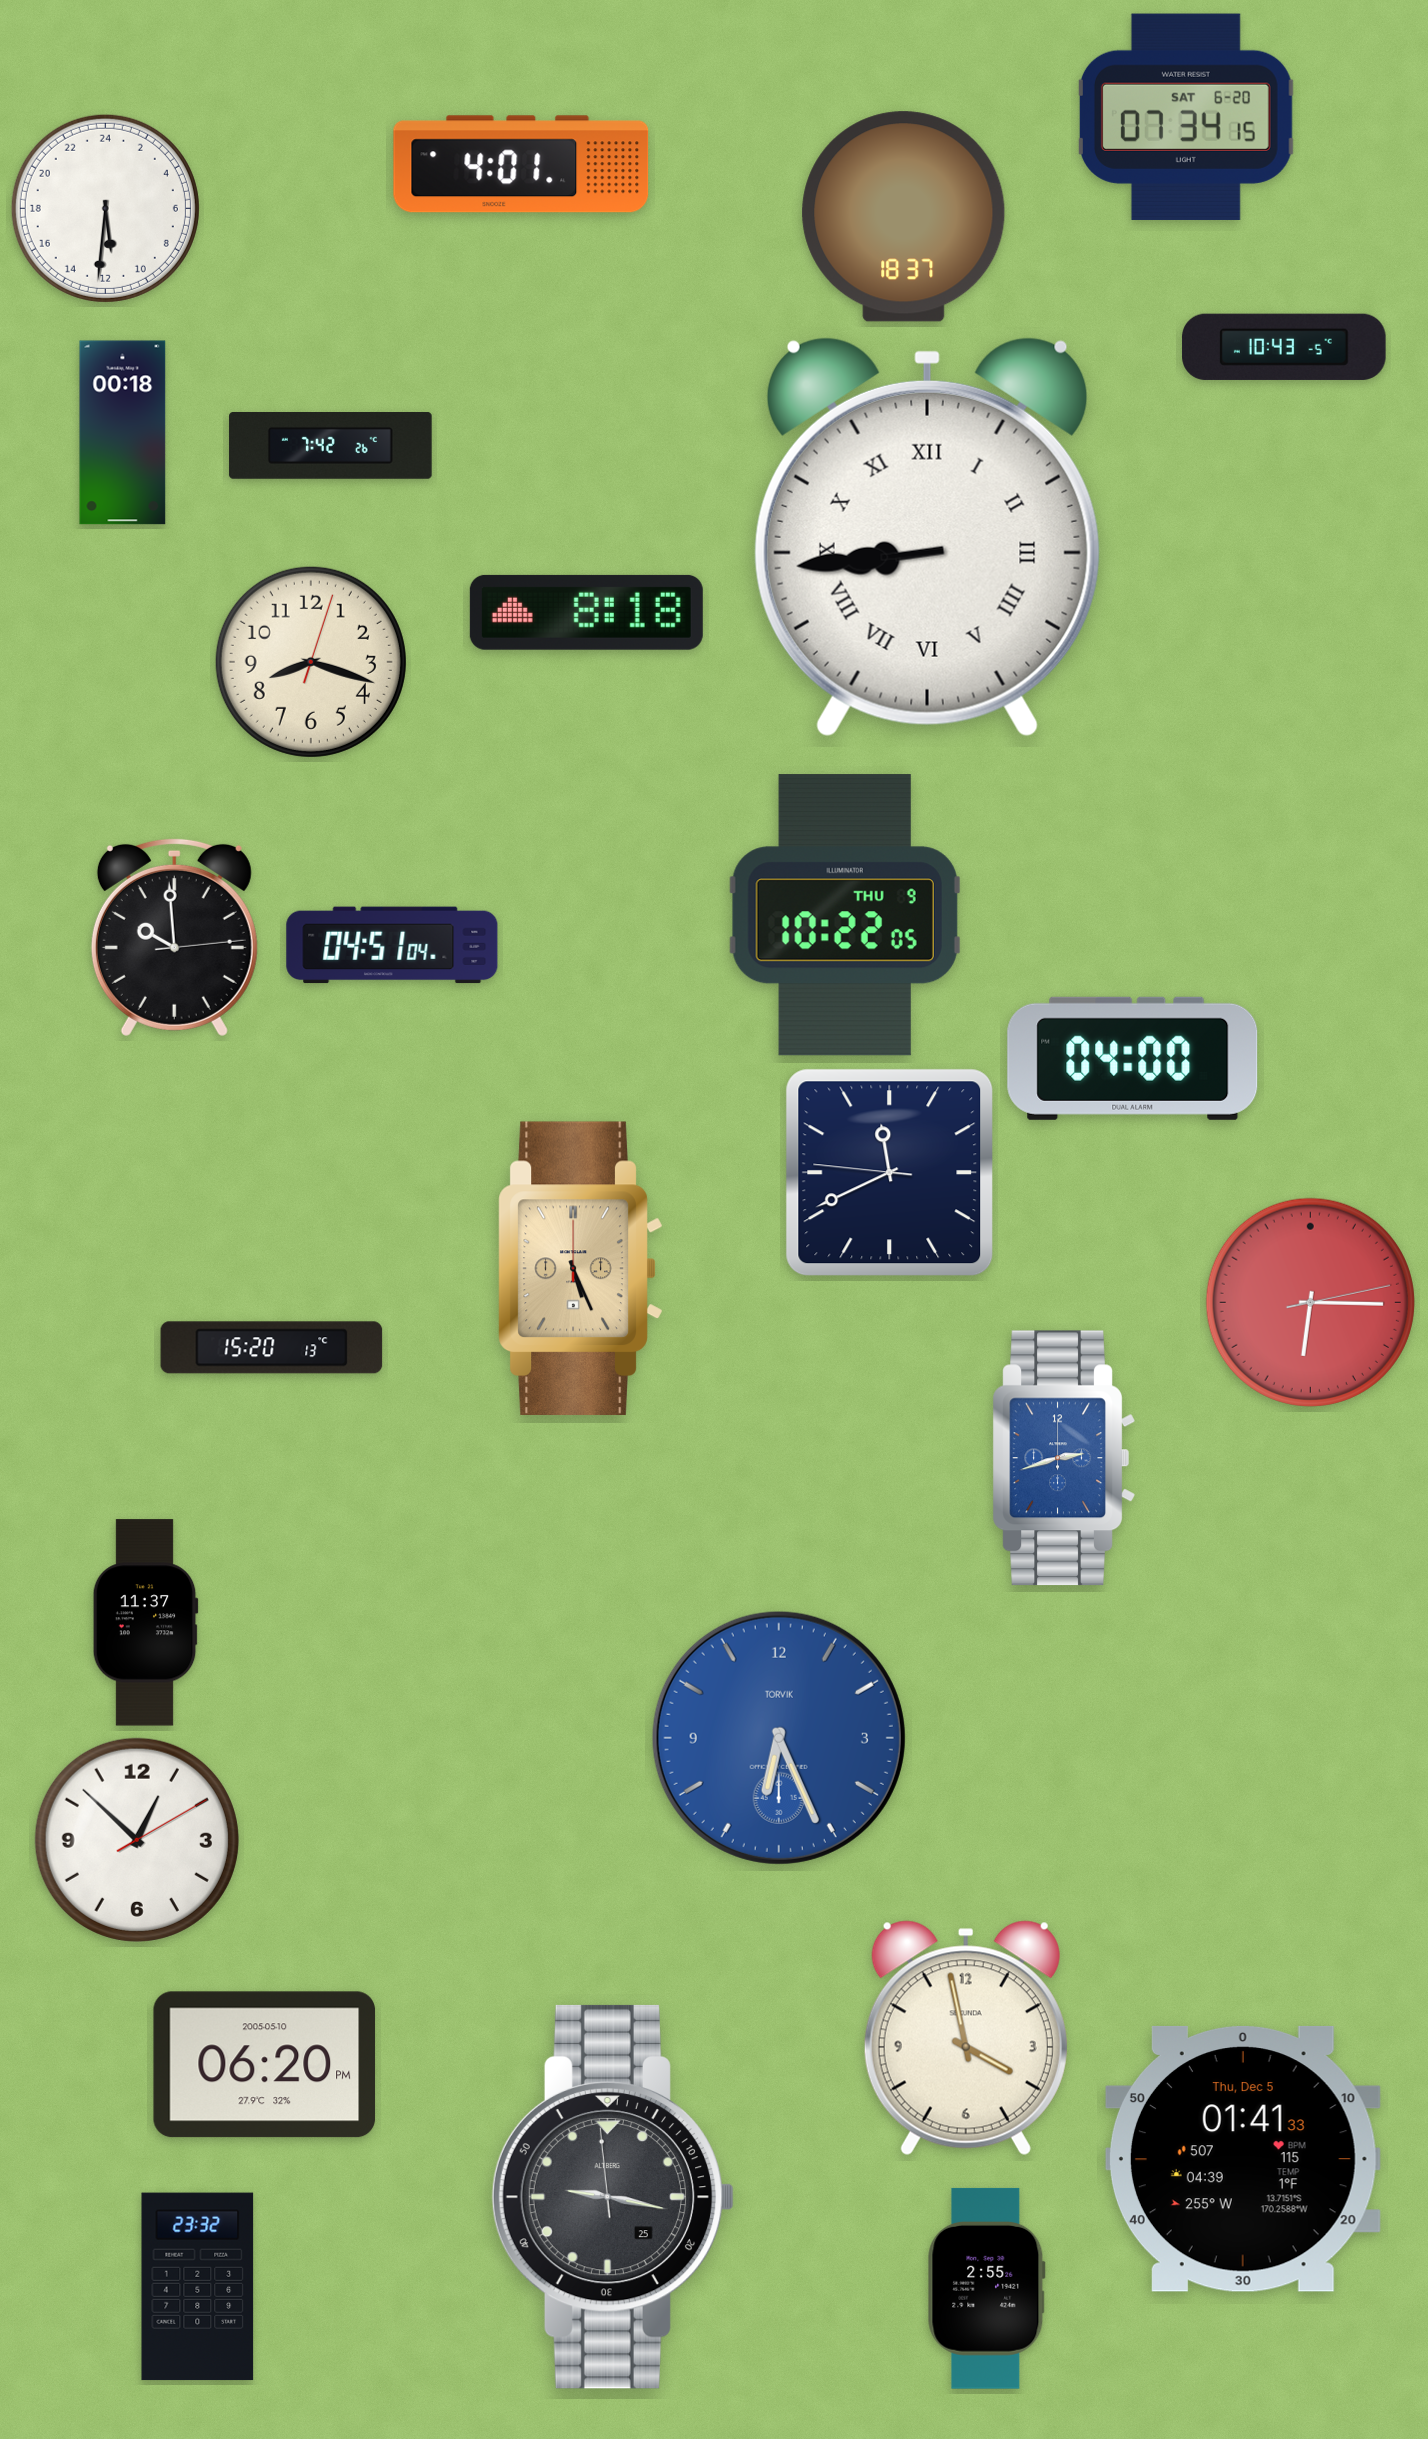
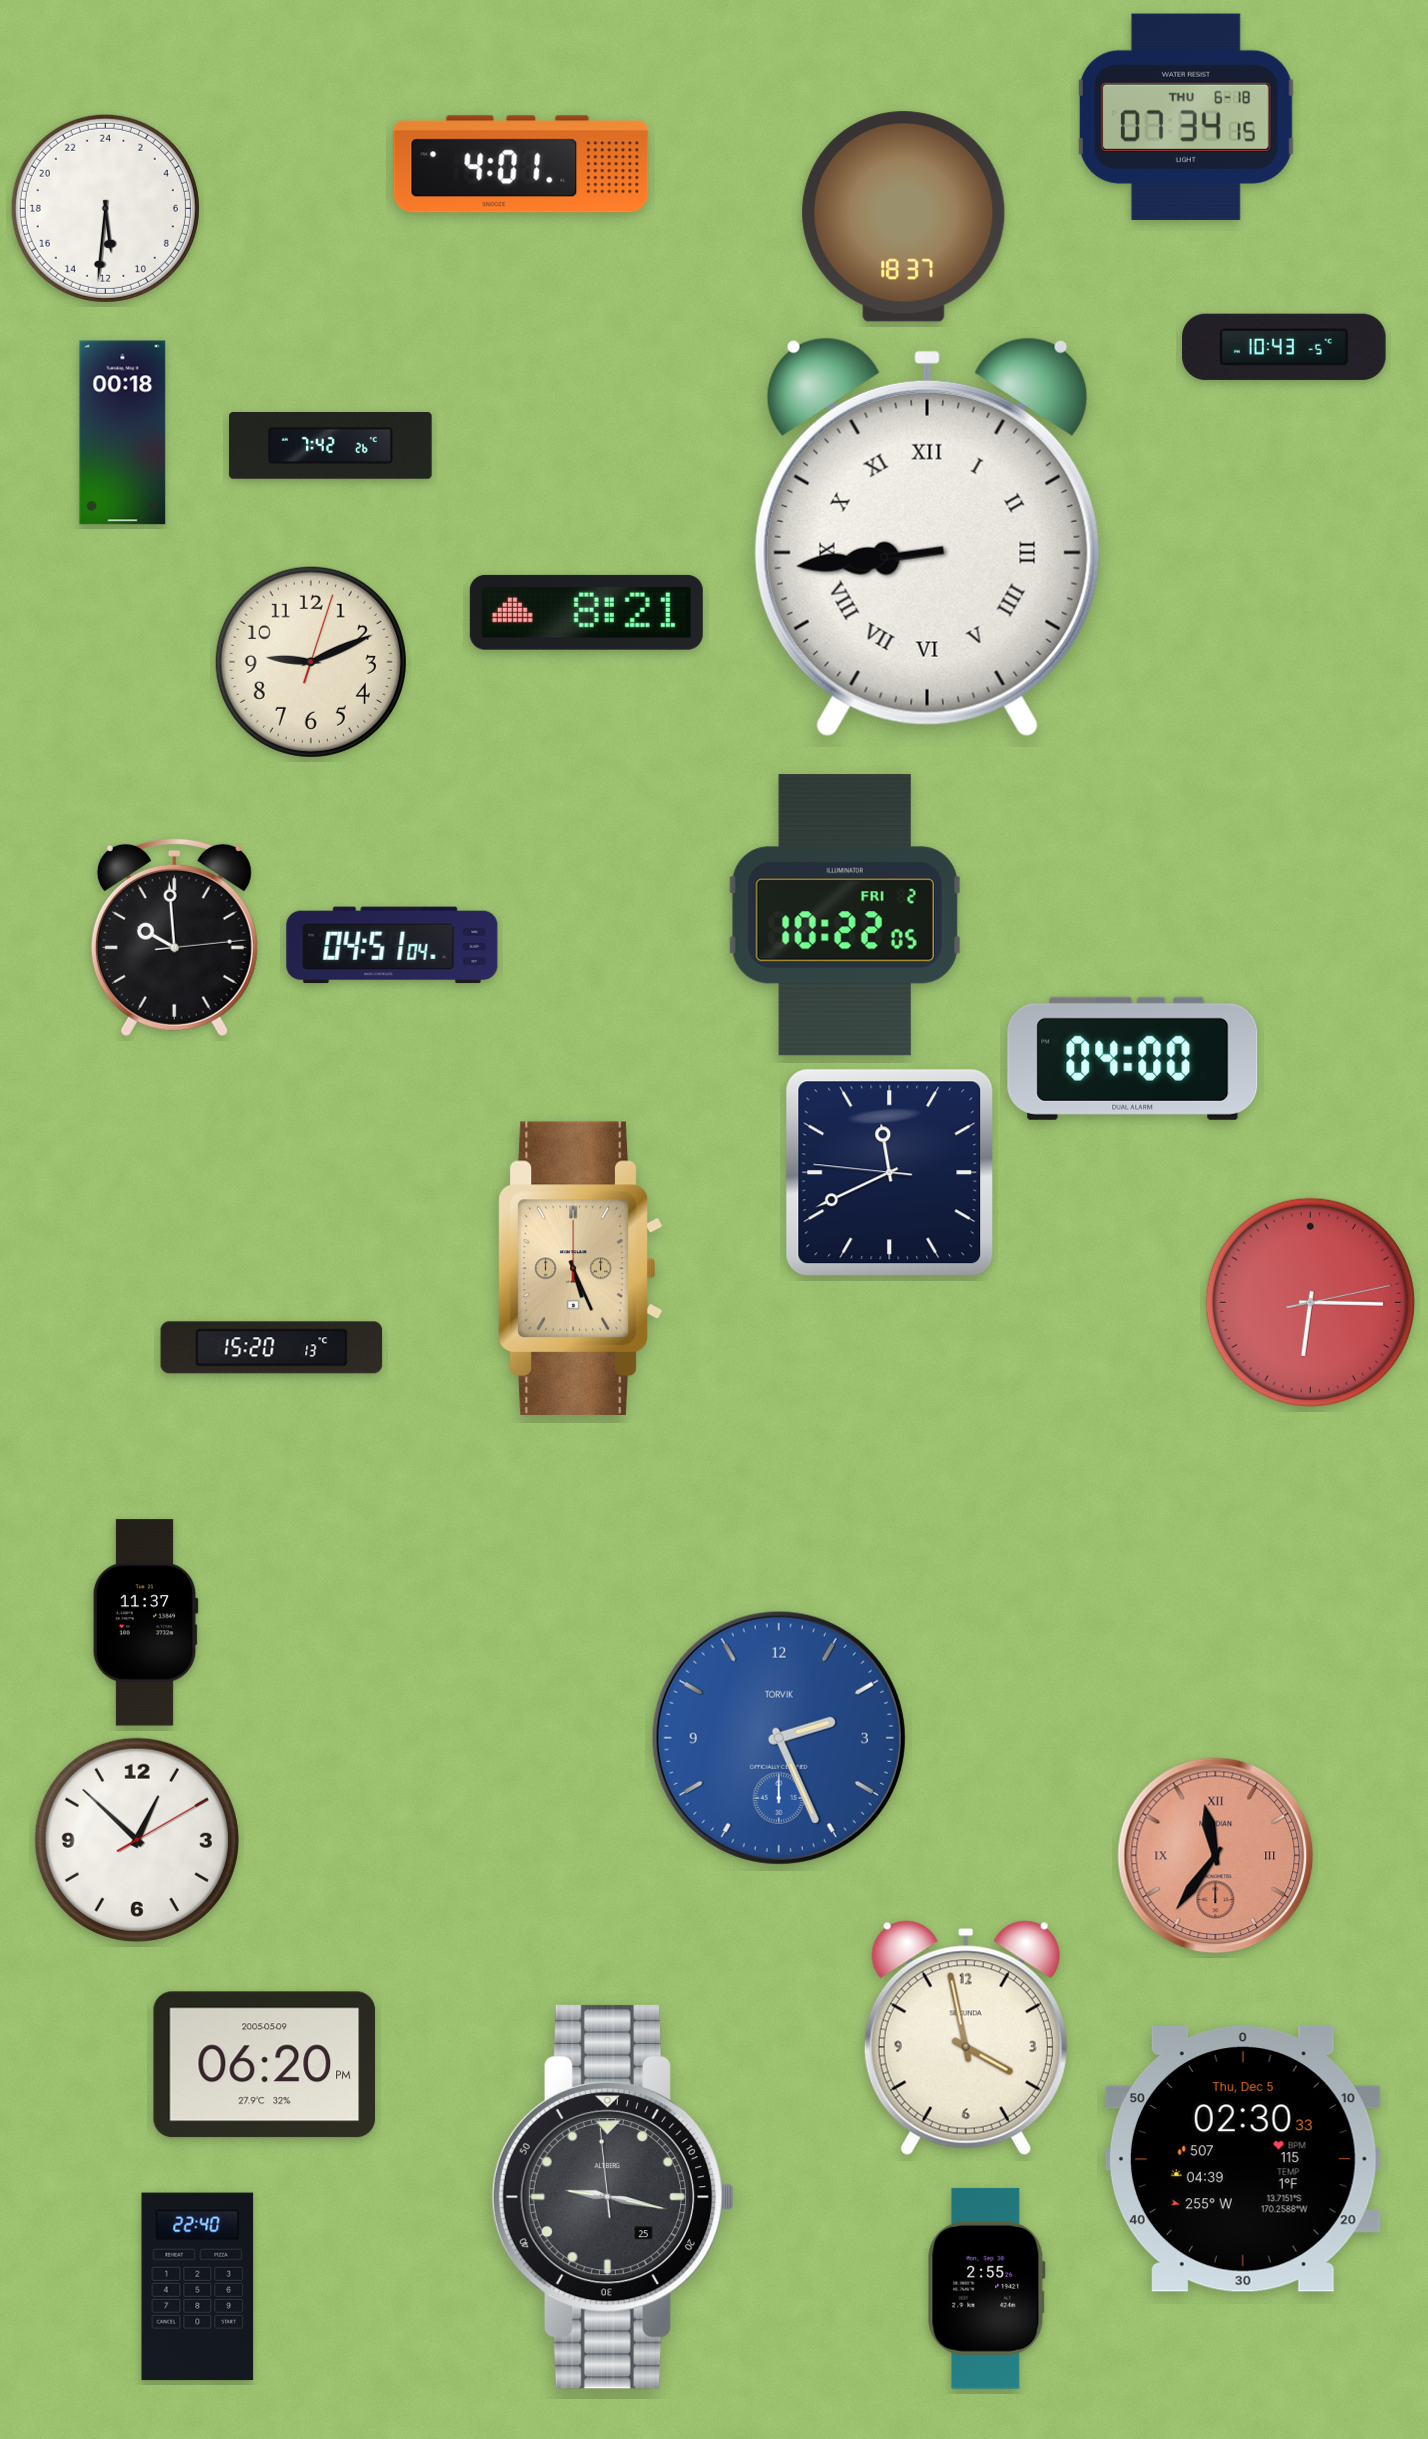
clock at (1186, 117) date: SAT 6-20 -> THU 6-18
clock at (586, 612): 8:18 -> 8:21
clock at (311, 662): 8:18 -> 9:11
clock at (845, 915) date: THU 9 -> FRI 2
clock at (1064, 1458): 2:42 -> none
clock at (779, 1738): 6:26 -> 2:26
clock at (1216, 1856): none -> 11:36
clock at (265, 2065) date: 2005-05-10 -> 2005-05-09
clock at (1243, 2159): 01:41 -> 02:30
clock at (198, 2287): 23:32 -> 22:40
